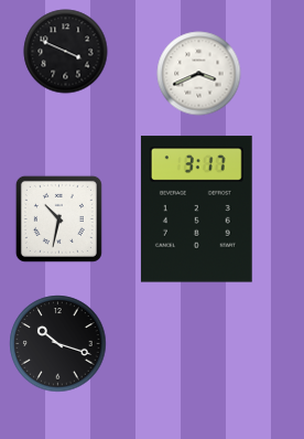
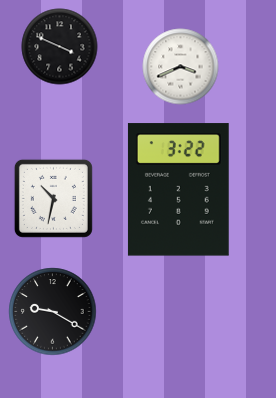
clock at (196, 210): 3:17 -> 3:22
clock at (58, 344): 10:18 -> 9:20
